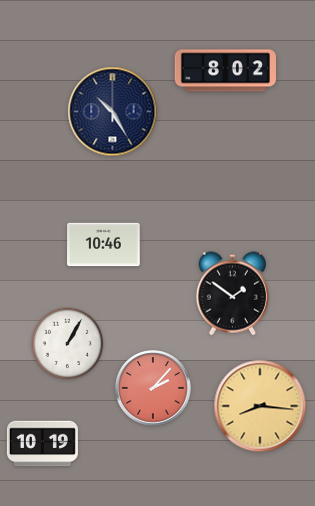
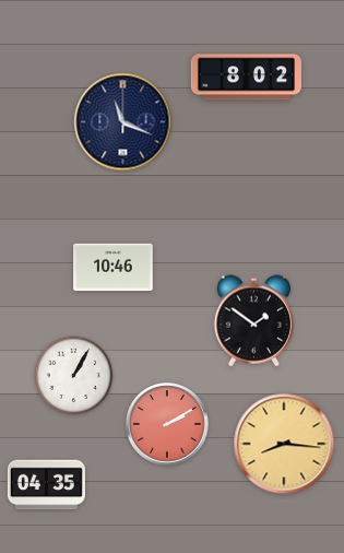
clock at (113, 112): 10:25 -> 11:19
clock at (154, 389): 2:07 -> 2:10
clock at (42, 444): 10:19 -> 04:35
